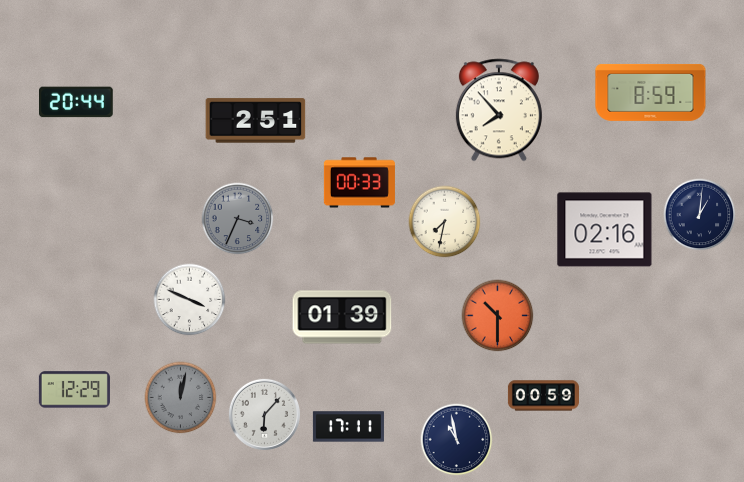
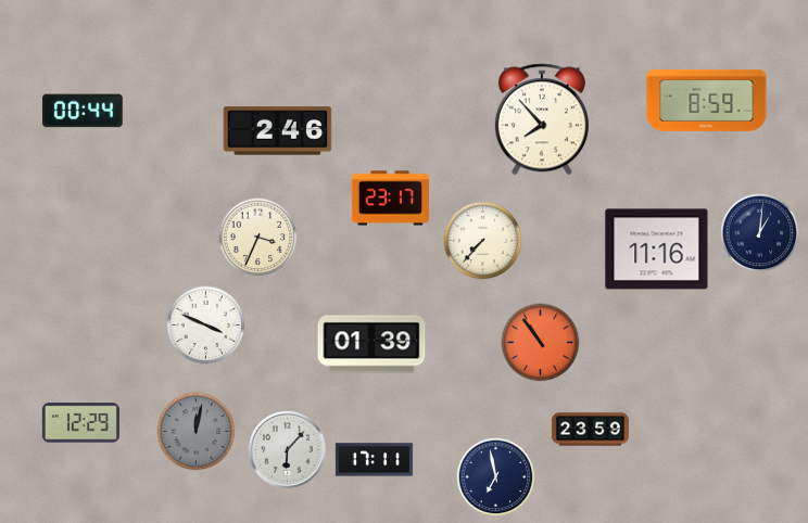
clock at (77, 102): 20:44 -> 00:44
clock at (256, 121): 2:51 -> 2:46
clock at (359, 183): 00:33 -> 23:17
clock at (238, 219) dial: grey -> cream
clock at (445, 222): 7:32 -> 7:37
clock at (605, 230): 02:16 -> 11:16
clock at (498, 316): 10:30 -> 10:54
clock at (543, 396): 00:59 -> 23:59
clock at (348, 427) position: (348, 427) -> (374, 460)
clock at (457, 440): 10:58 -> 6:58
